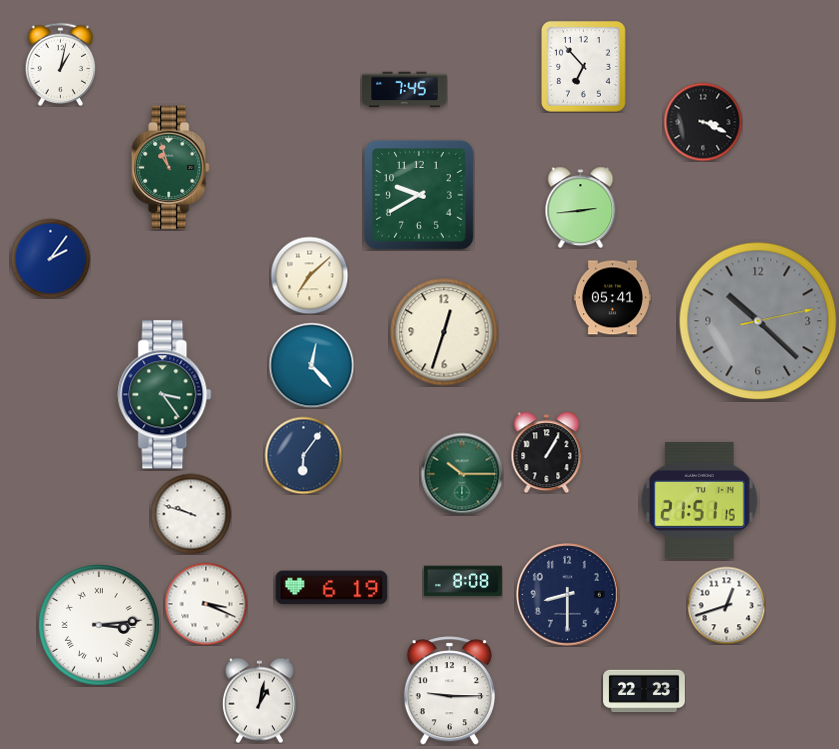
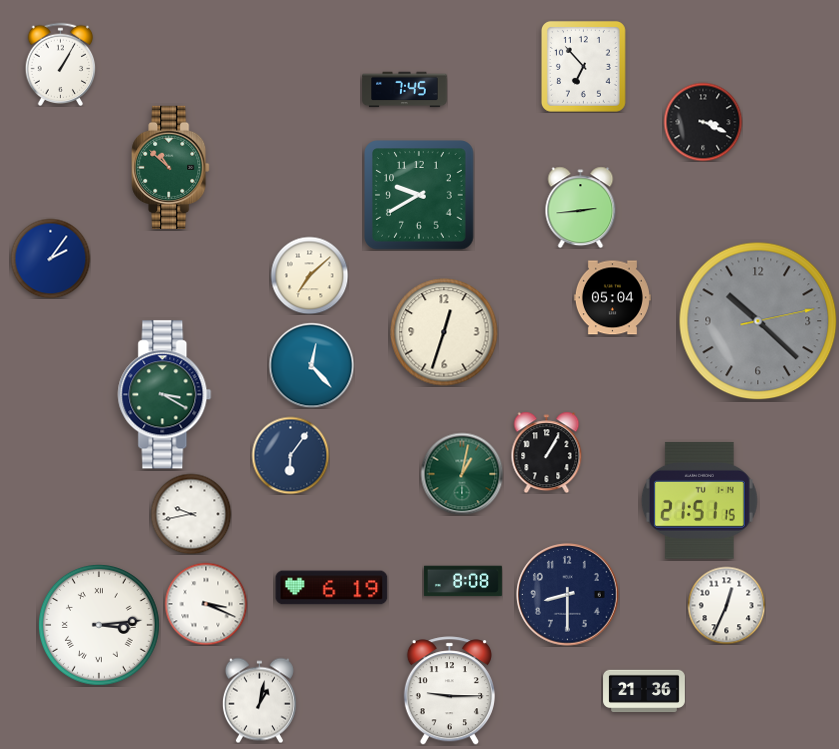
clock at (61, 64): 1:02 -> 1:05
clock at (171, 167): 10:57 -> 10:52
clock at (612, 298): 05:41 -> 05:04
clock at (165, 395): 3:24 -> 3:20
clock at (303, 455) position: (303, 455) -> (290, 455)
clock at (462, 474): 10:15 -> 1:02
clock at (191, 514): 9:48 -> 9:43
clock at (726, 605): 12:42 -> 12:34
clock at (644, 691): 22:23 -> 21:36
